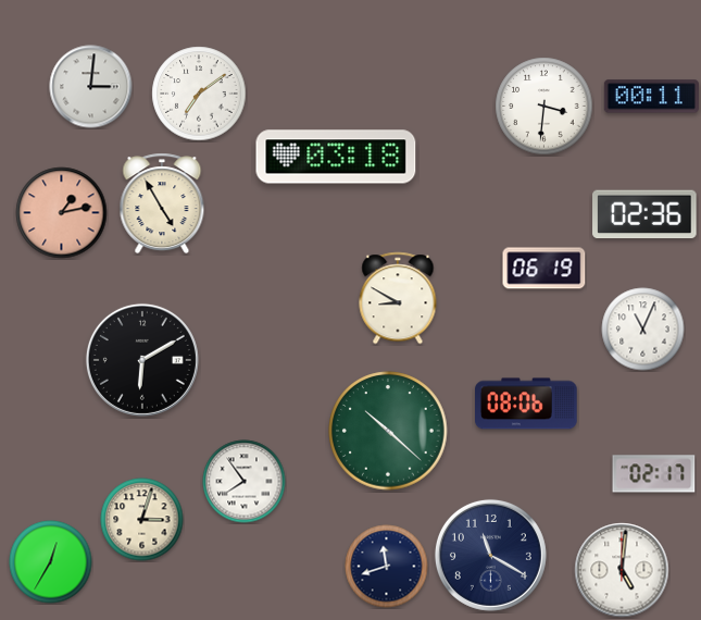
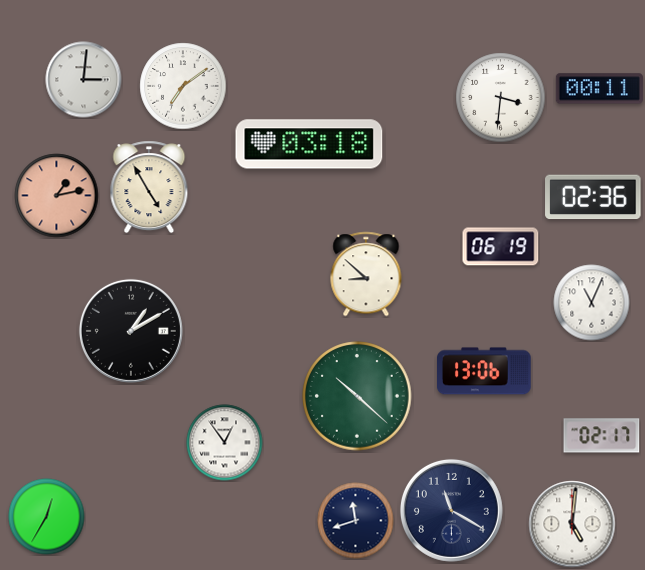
clock at (398, 298): 8:50 -> 8:52
clock at (142, 360): 6:10 -> 1:10
clock at (527, 404): 08:06 -> 13:06
clock at (245, 482): 7:54 -> 12:54
clock at (142, 520): 3:03 -> none
